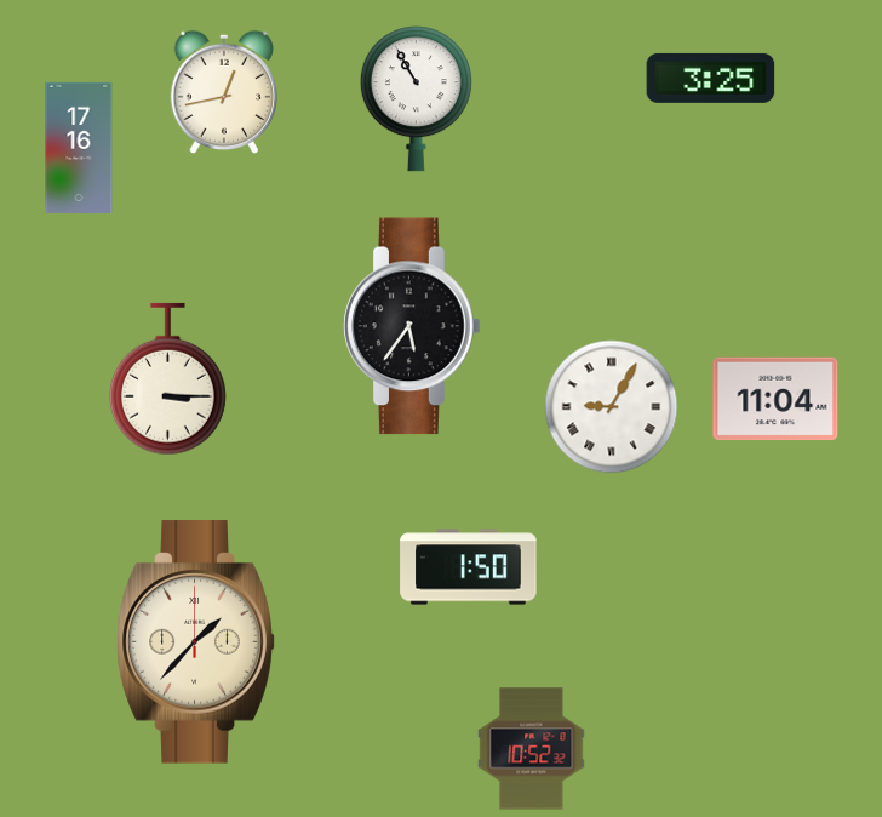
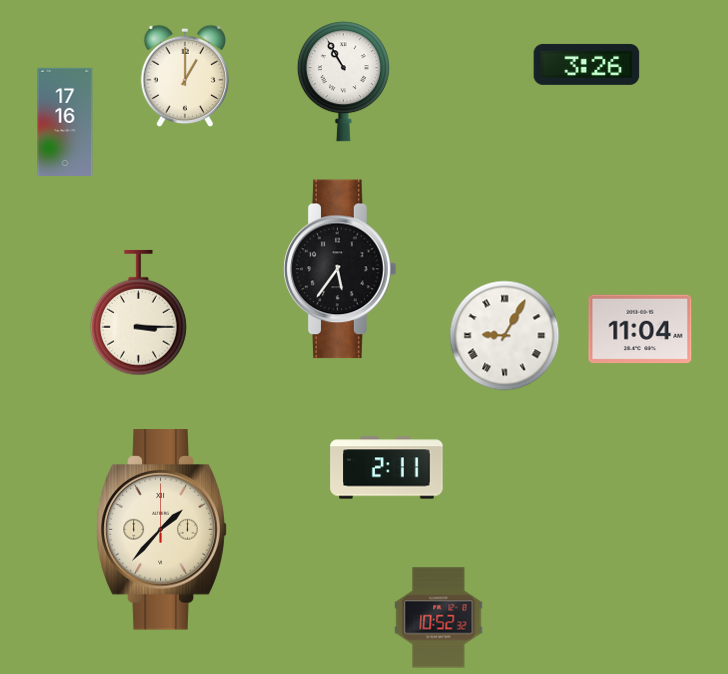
clock at (711, 78): 3:25 -> 3:26
clock at (224, 92): 12:43 -> 1:00
clock at (469, 567): 1:50 -> 2:11
